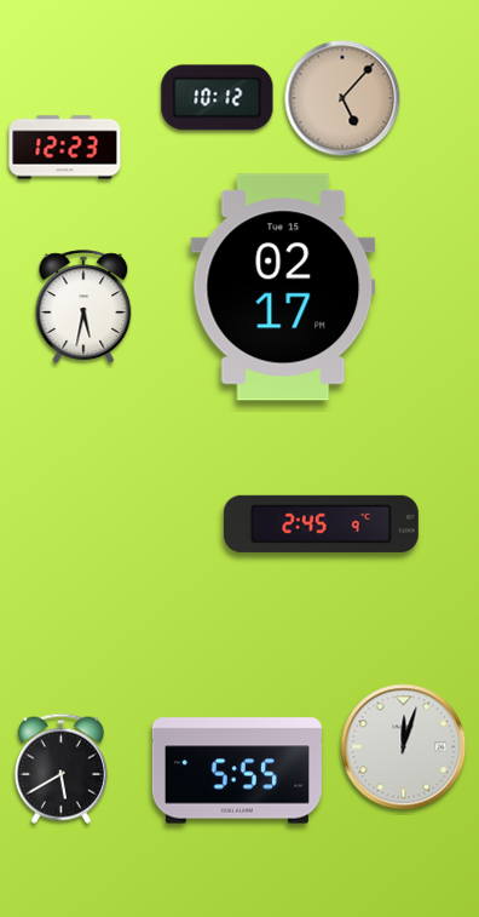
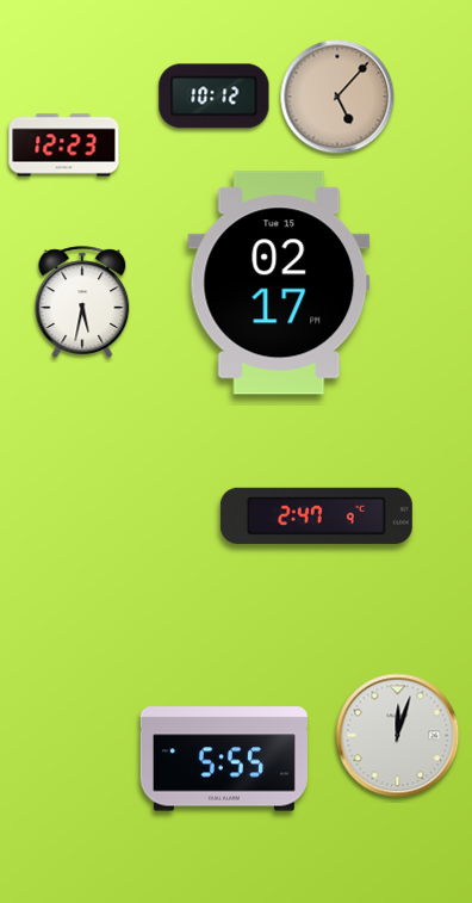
clock at (321, 523): 2:45 -> 2:47
clock at (60, 768): 5:40 -> none
clock at (237, 770) position: (237, 770) -> (224, 759)
